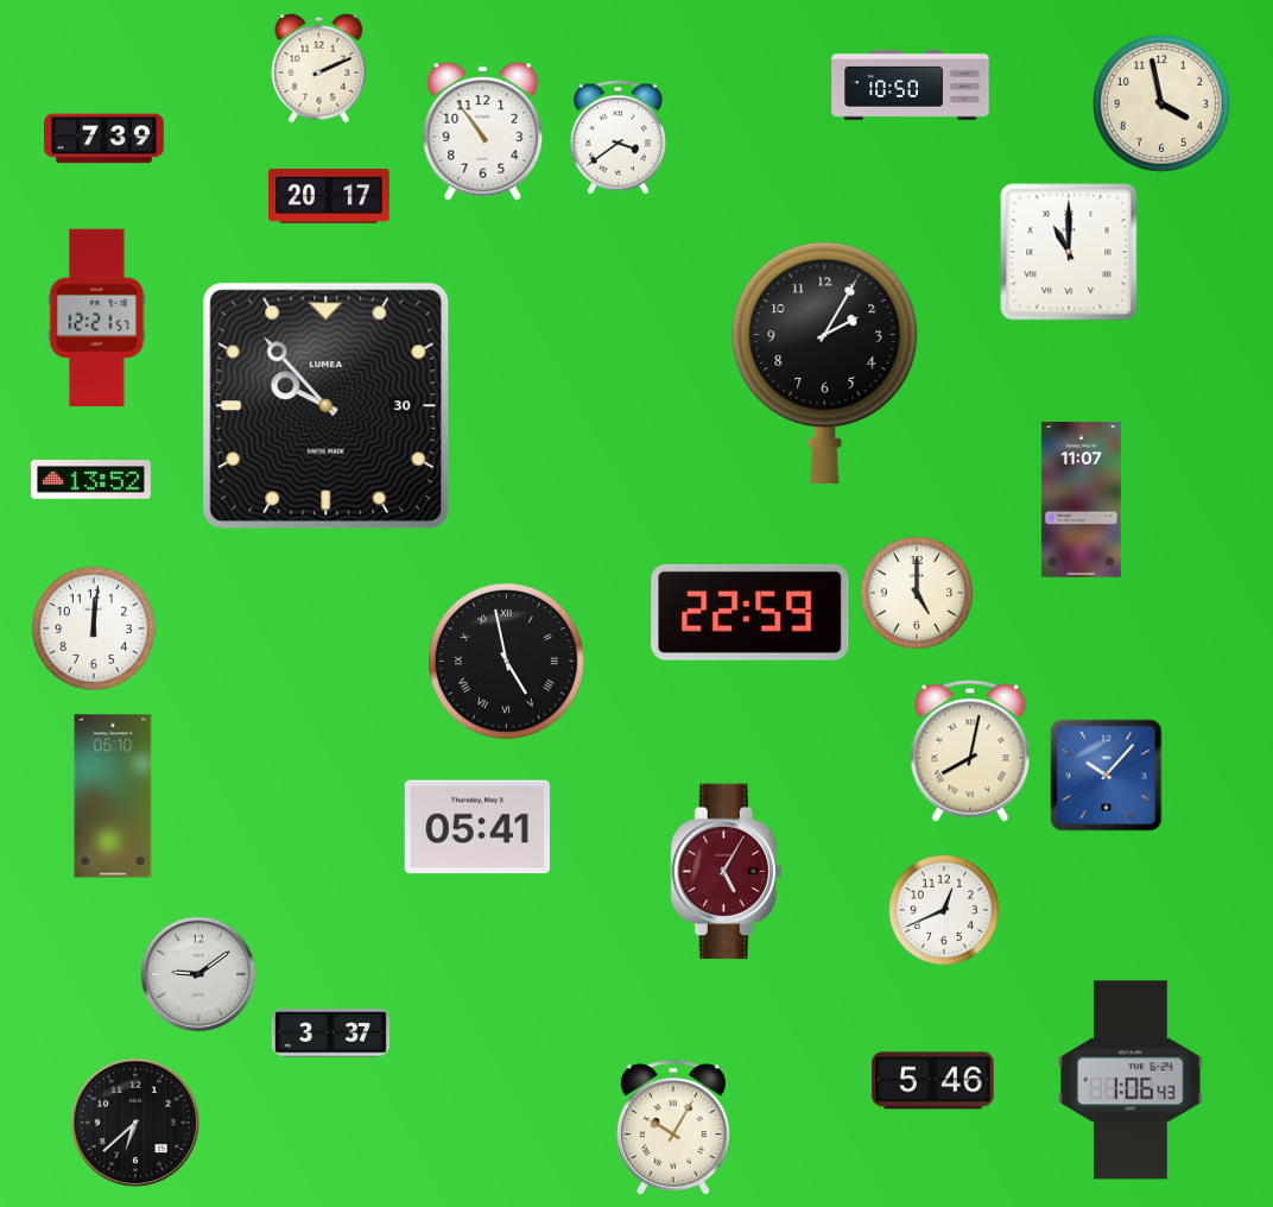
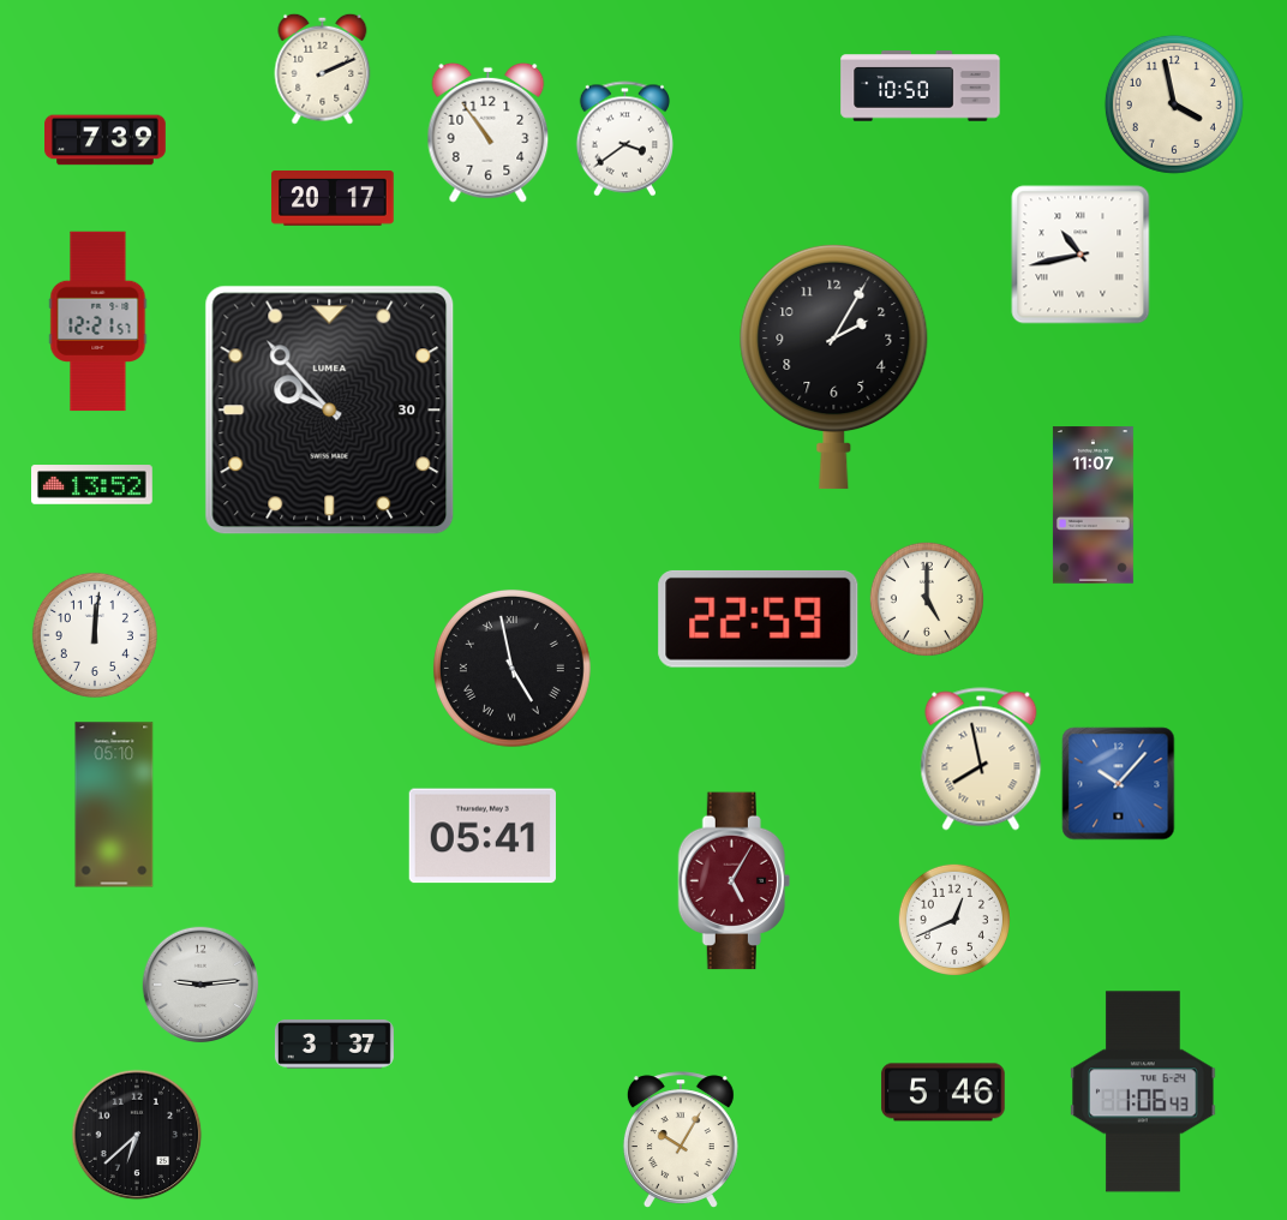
clock at (1069, 252): 11:00 -> 10:43
clock at (970, 751): 8:02 -> 7:58
clock at (198, 974): 9:09 -> 9:14
